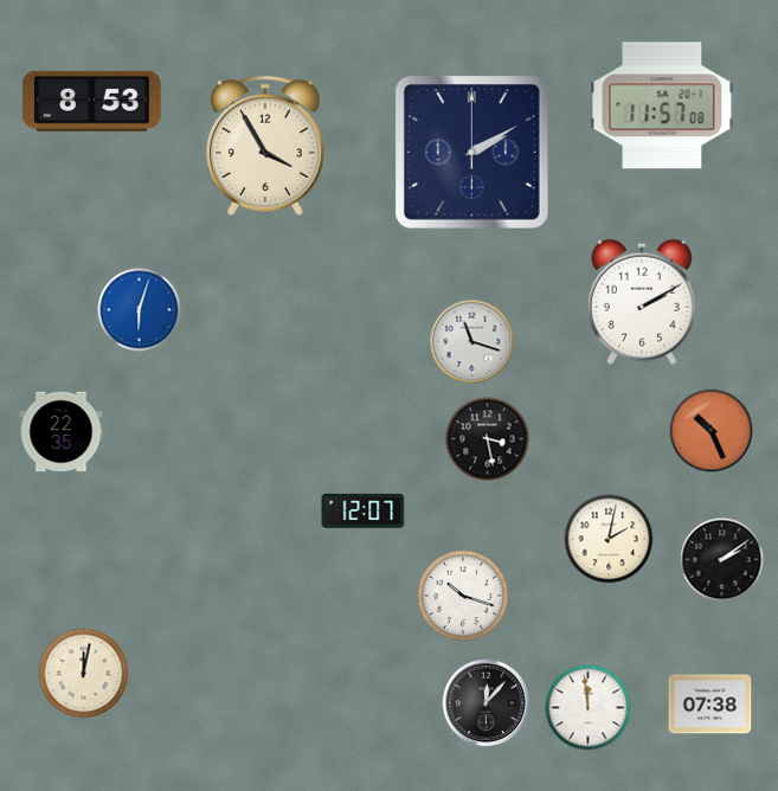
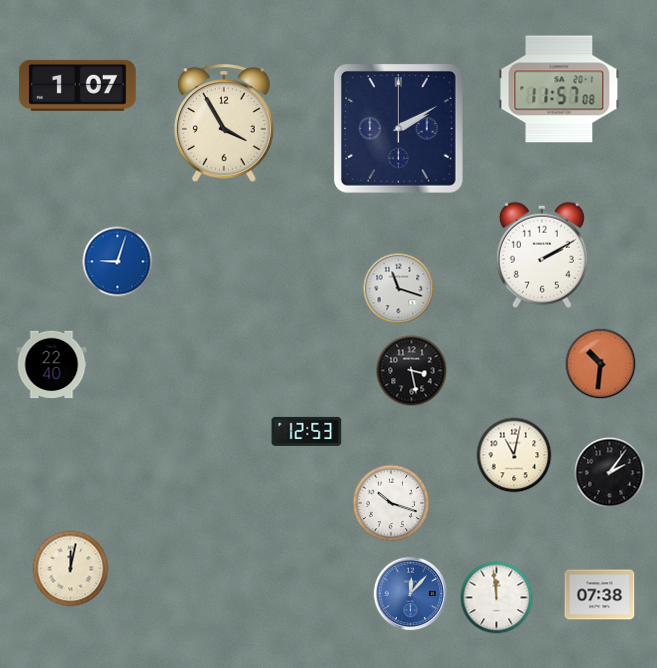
clock at (92, 101): 8:53 -> 1:07
clock at (140, 310): 6:03 -> 9:03
clock at (712, 431): 10:26 -> 10:31
clock at (62, 432): 22:35 -> 22:40
clock at (364, 510): 12:07 -> 12:53
clock at (609, 539): 2:02 -> 11:02
clock at (722, 560): 2:09 -> 2:06
clock at (487, 703) dial: black -> blue
